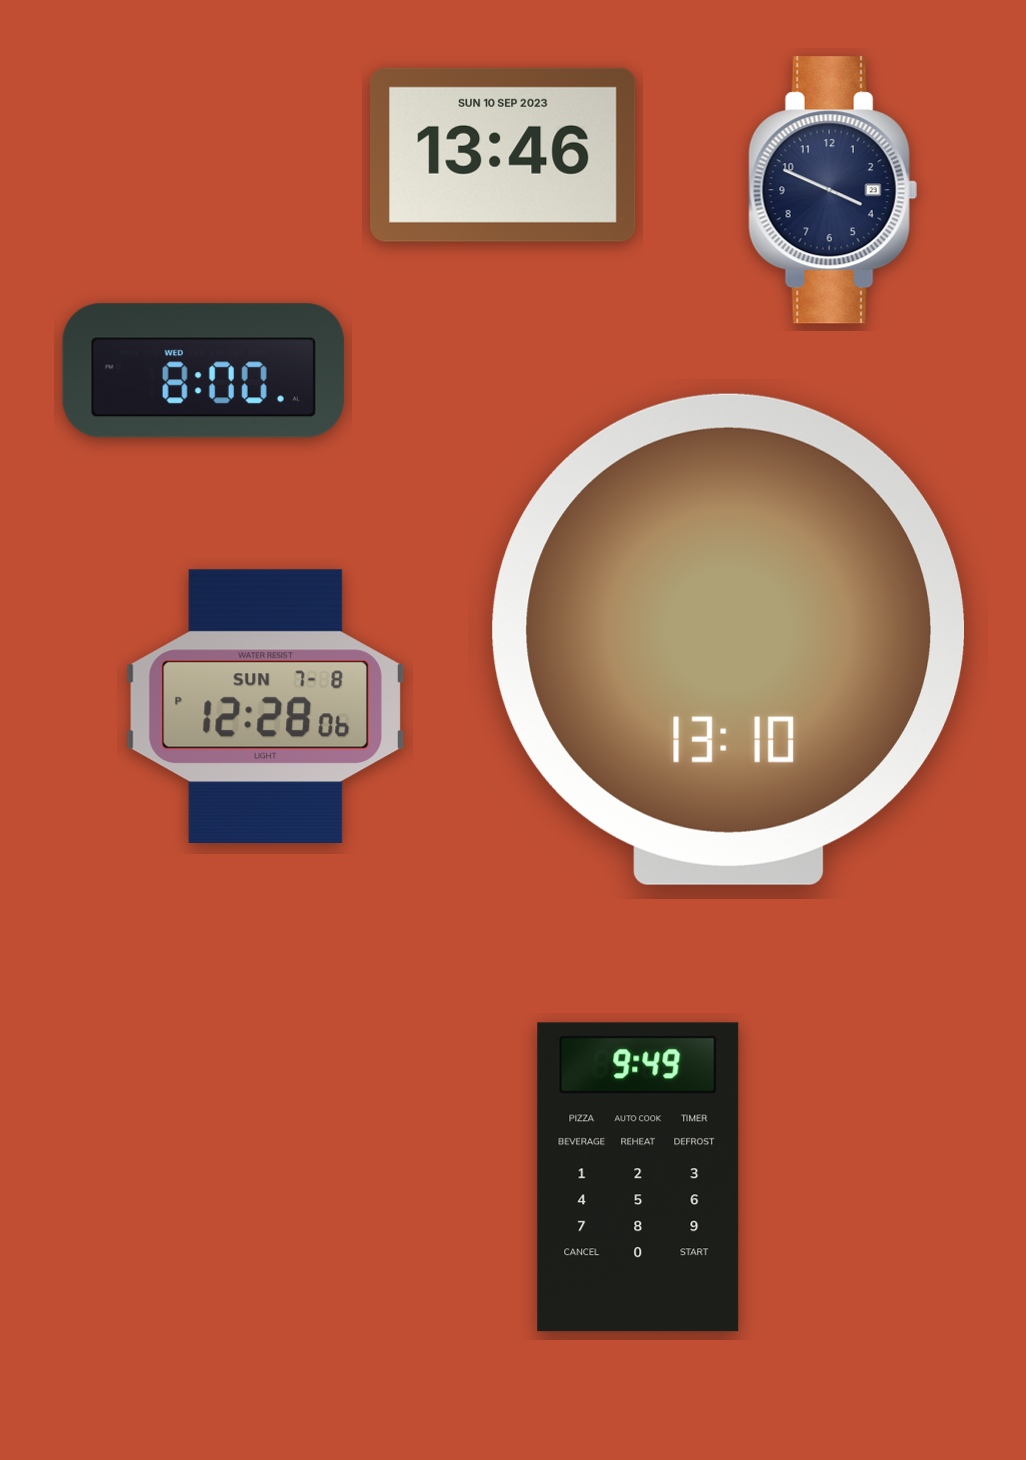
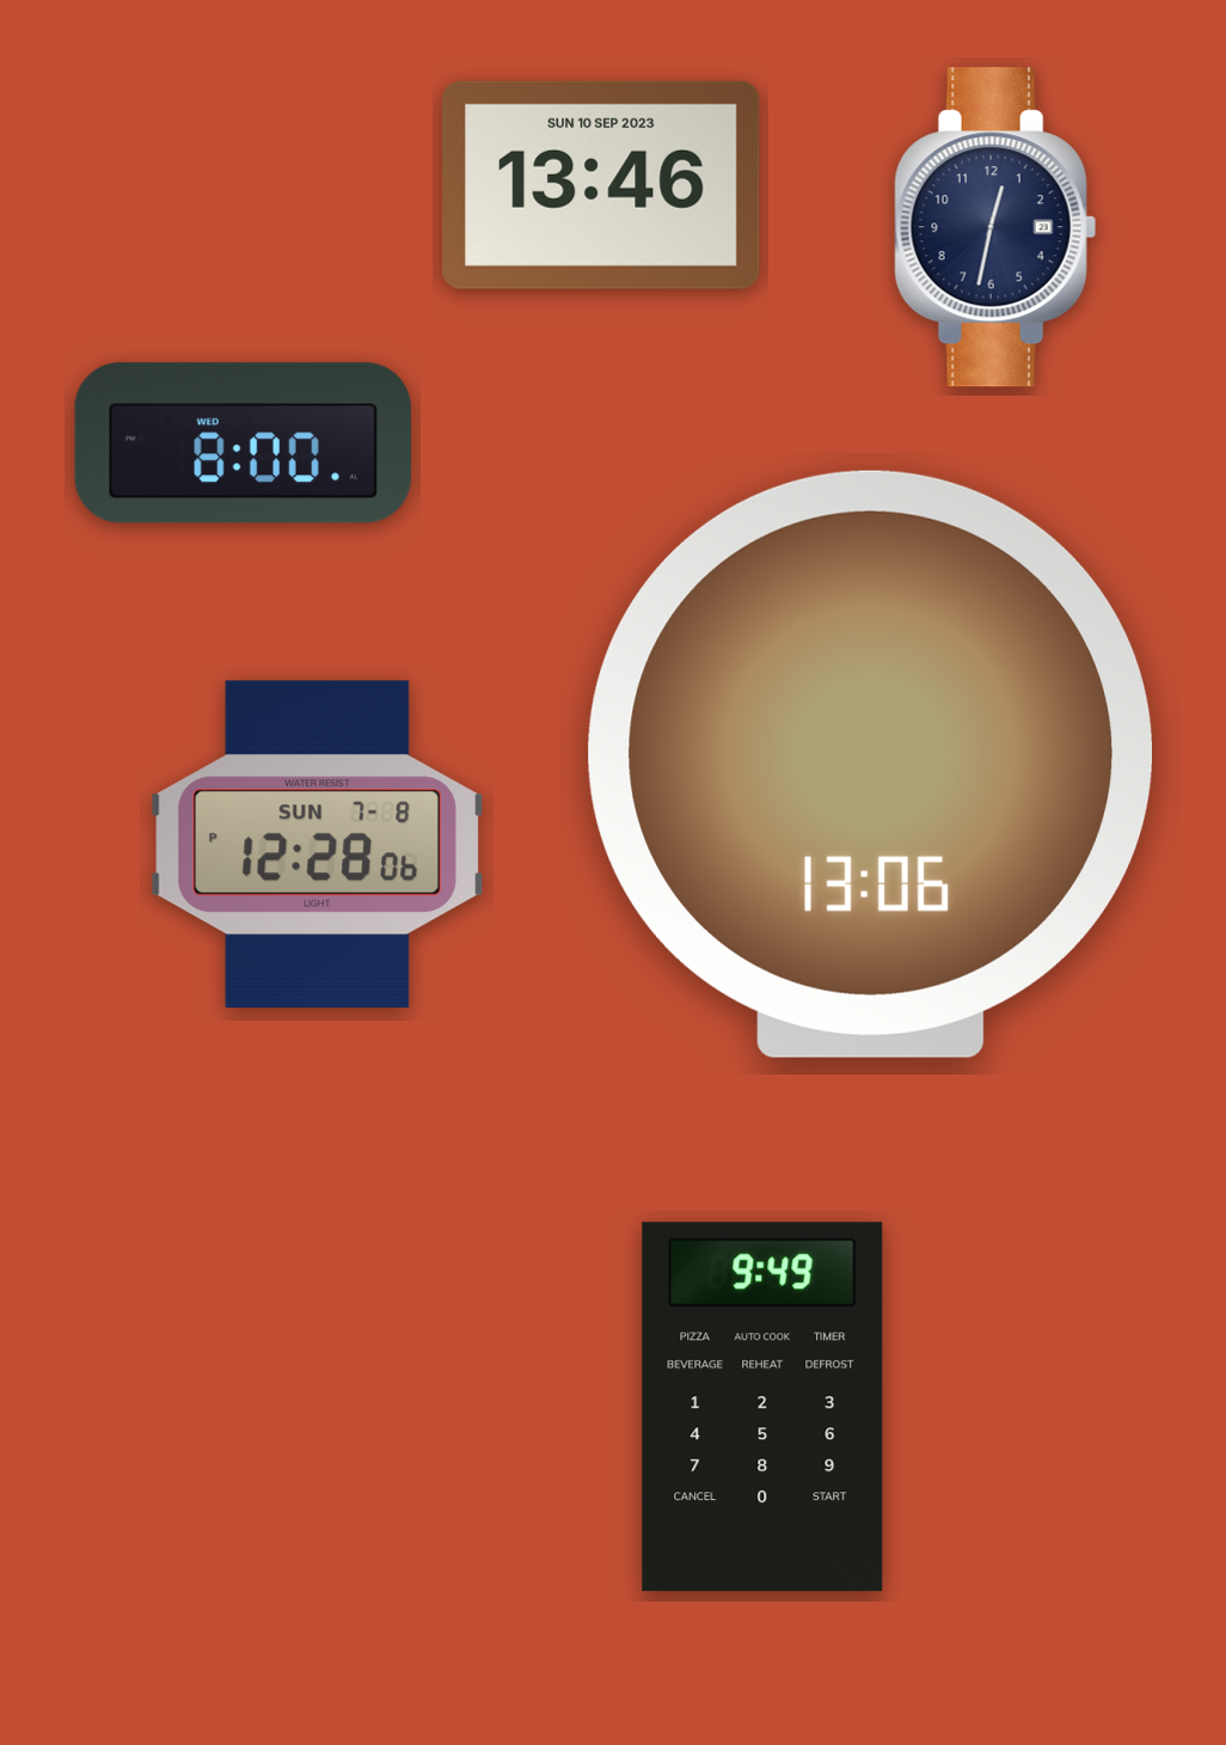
clock at (833, 190): 3:49 -> 12:32
clock at (728, 639): 13:10 -> 13:06
